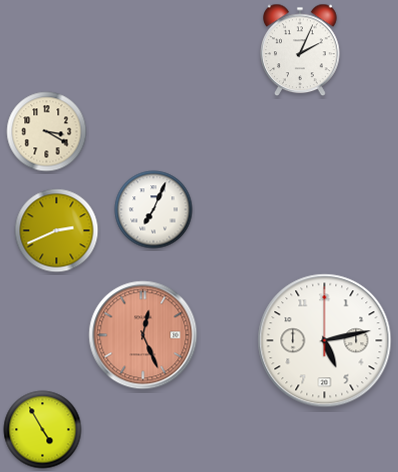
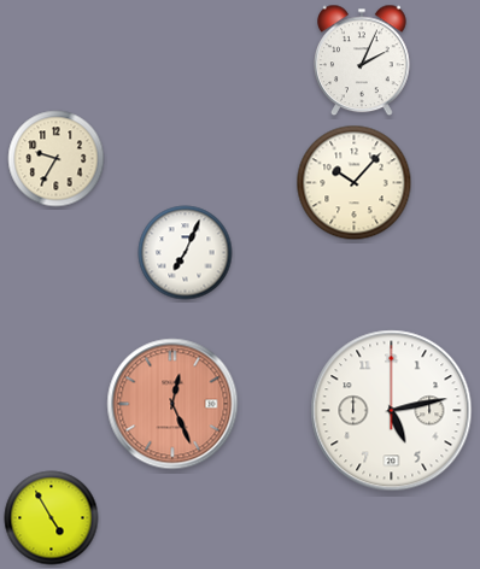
clock at (47, 132): 3:20 -> 9:35
clock at (355, 183): none -> 10:07
clock at (57, 231): 2:41 -> none
